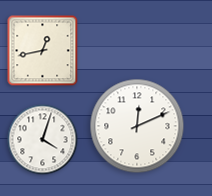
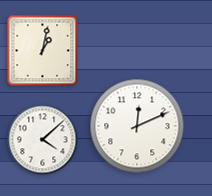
clock at (43, 51): 12:43 -> 1:02
clock at (43, 140): 4:03 -> 4:08
